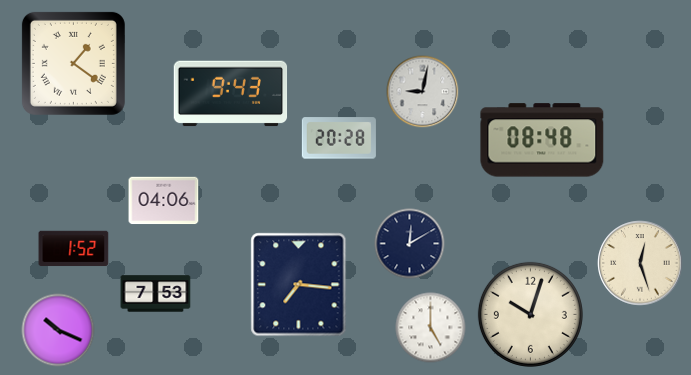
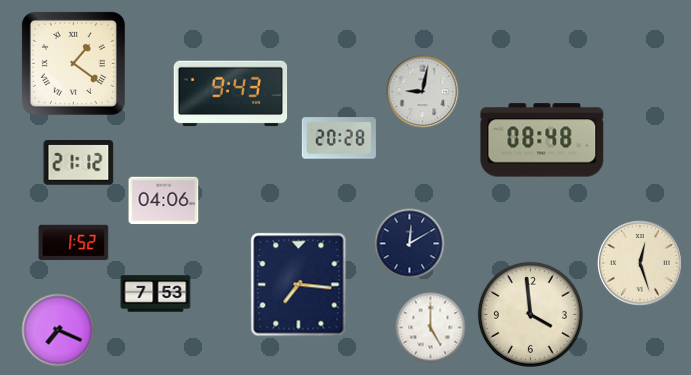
clock at (79, 163): none -> 21:12
clock at (74, 249) position: (74, 249) -> (74, 243)
clock at (530, 314): 10:03 -> 3:59
clock at (58, 330): 10:19 -> 7:19
